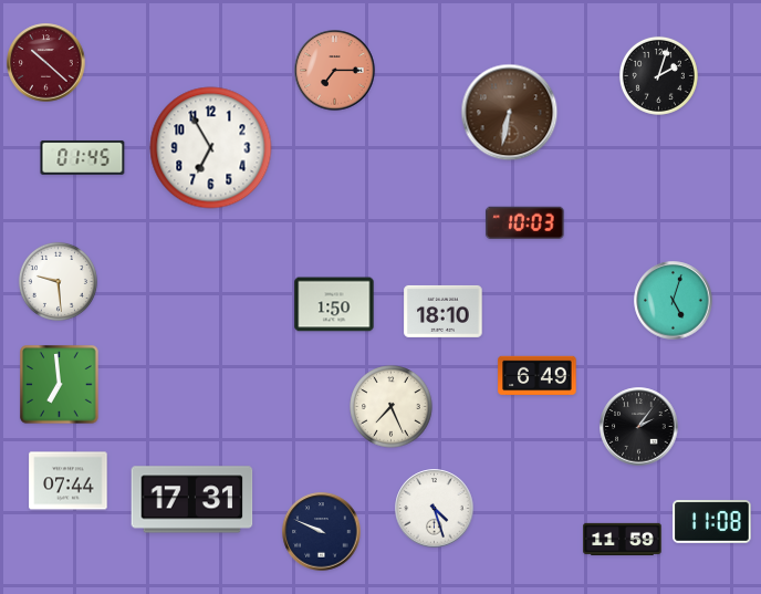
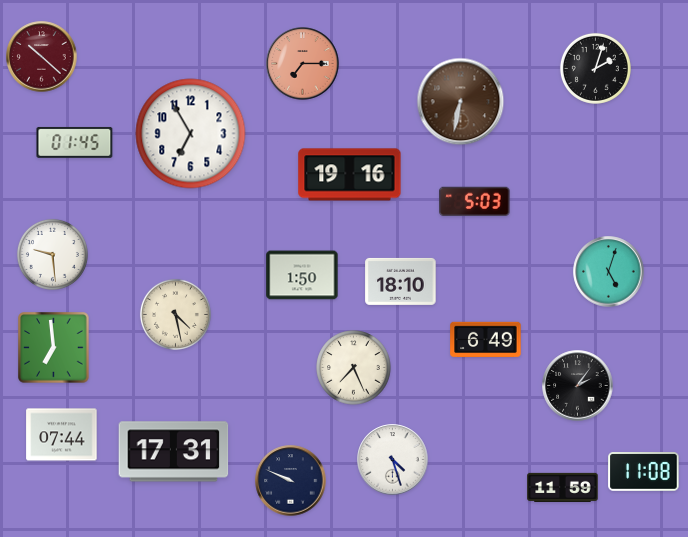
clock at (350, 175): none -> 19:16
clock at (525, 223): 10:03 -> 5:03
clock at (175, 314): none -> 4:28
